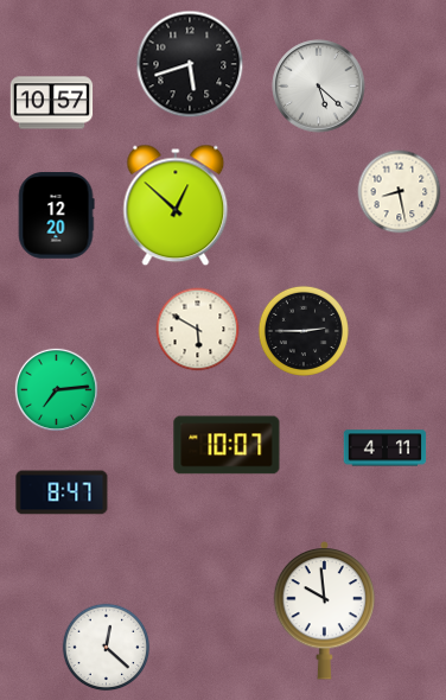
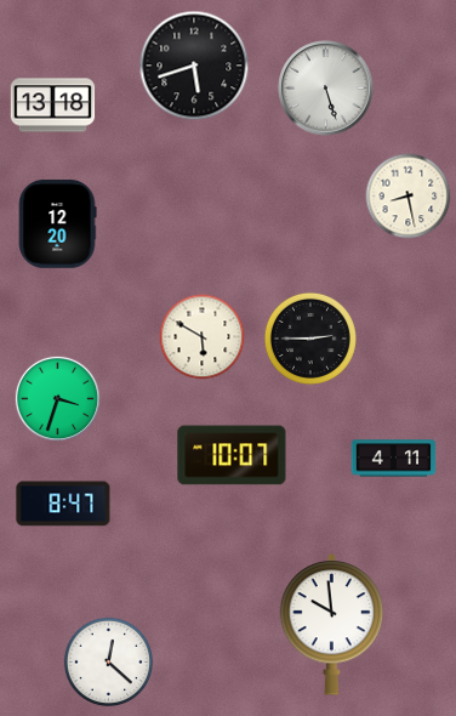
clock at (319, 87): 5:22 -> 5:27
clock at (52, 103): 10:57 -> 13:18
clock at (176, 205): 12:52 -> none
clock at (56, 216) position: (56, 216) -> (57, 225)
clock at (56, 389): 7:14 -> 3:33
